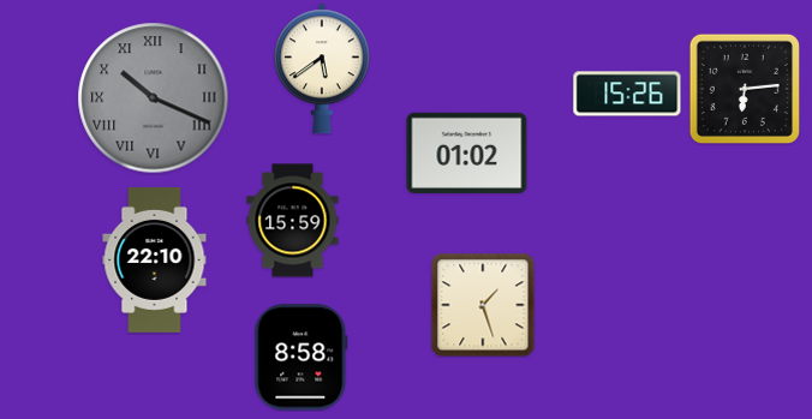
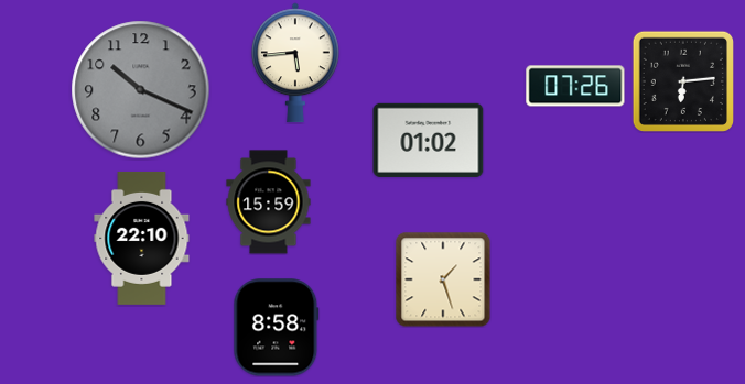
clock at (323, 68): 5:39 -> 5:44
clock at (627, 94): 15:26 -> 07:26
clock at (154, 98) numerals: Roman -> Arabic
